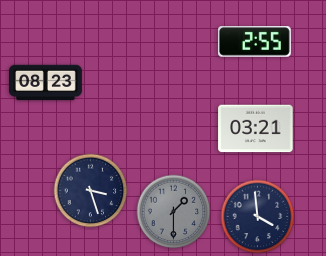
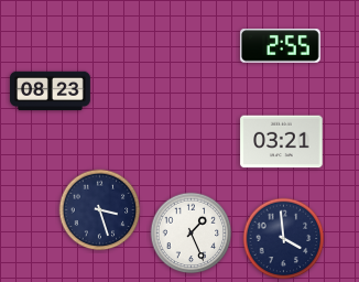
clock at (174, 212): 1:30 -> 1:26
clock at (174, 212) dial: grey -> white
